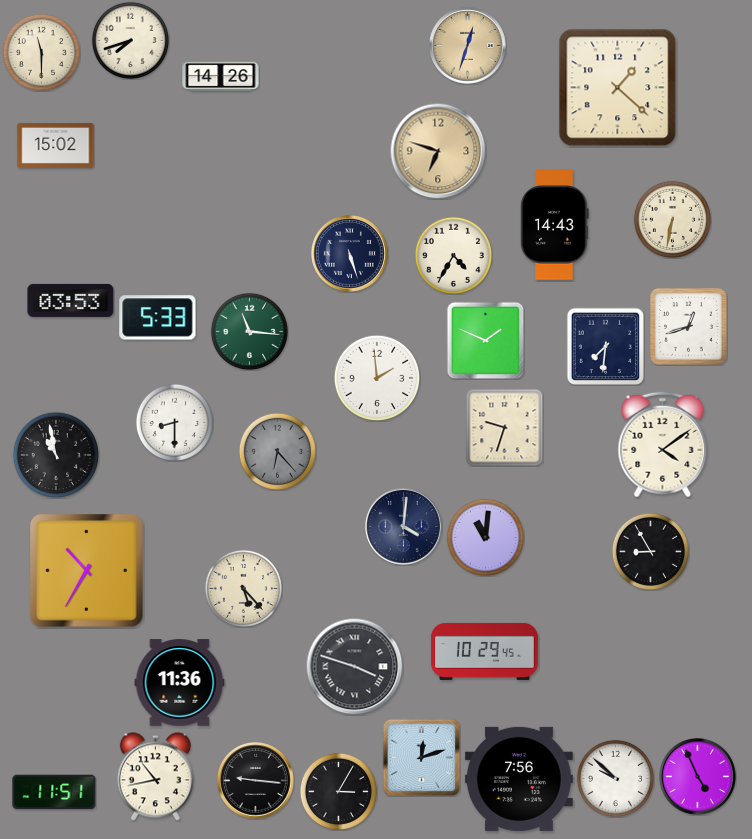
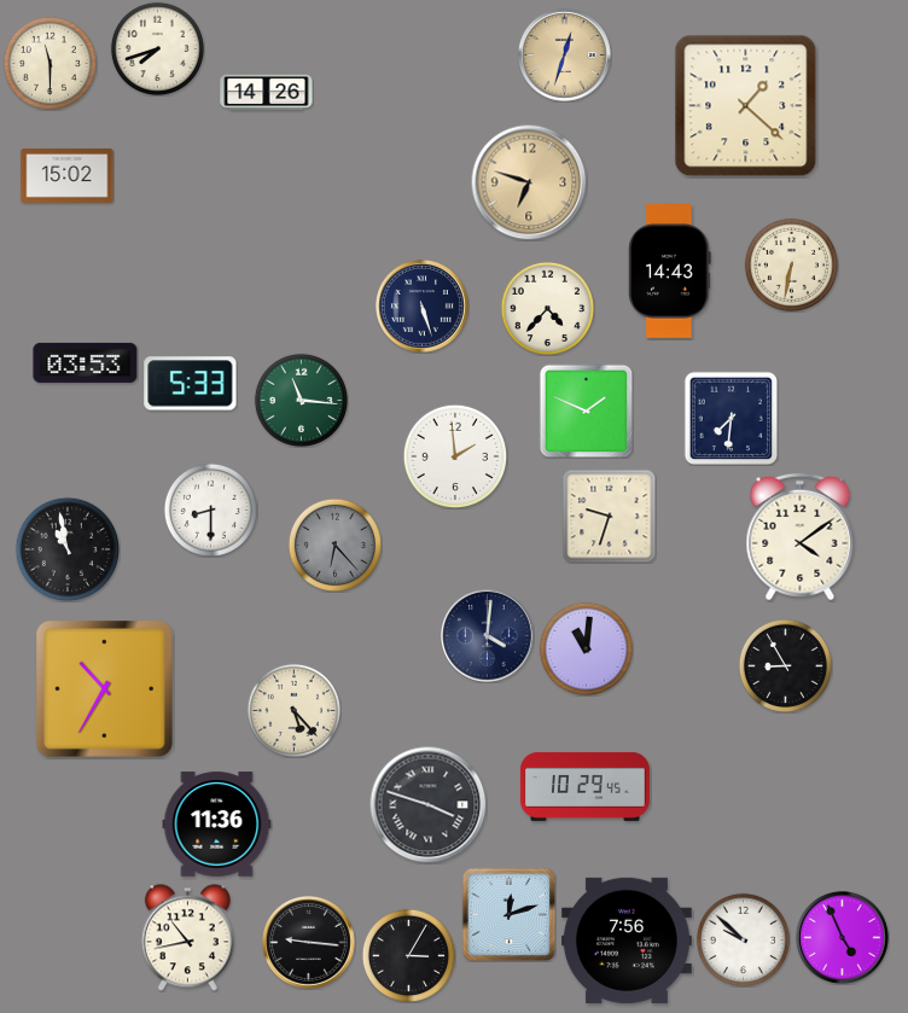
clock at (672, 219) position: (672, 219) -> (791, 264)
clock at (453, 255): 4:35 -> 4:37
clock at (689, 327): 12:42 -> none
clock at (54, 792): 11:51 -> none
